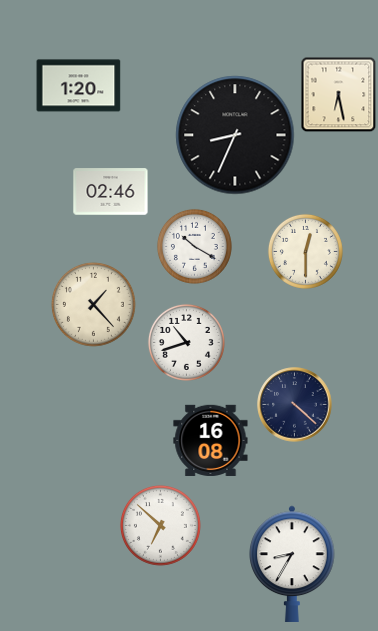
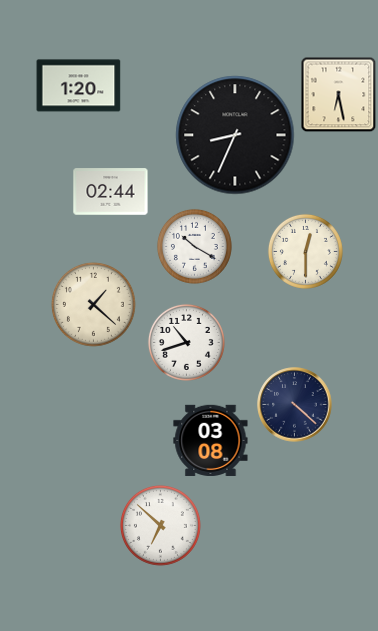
clock at (111, 192): 02:46 -> 02:44
clock at (93, 304): 1:23 -> 1:22
clock at (211, 440): 16:08 -> 03:08
clock at (292, 564): 8:35 -> none
